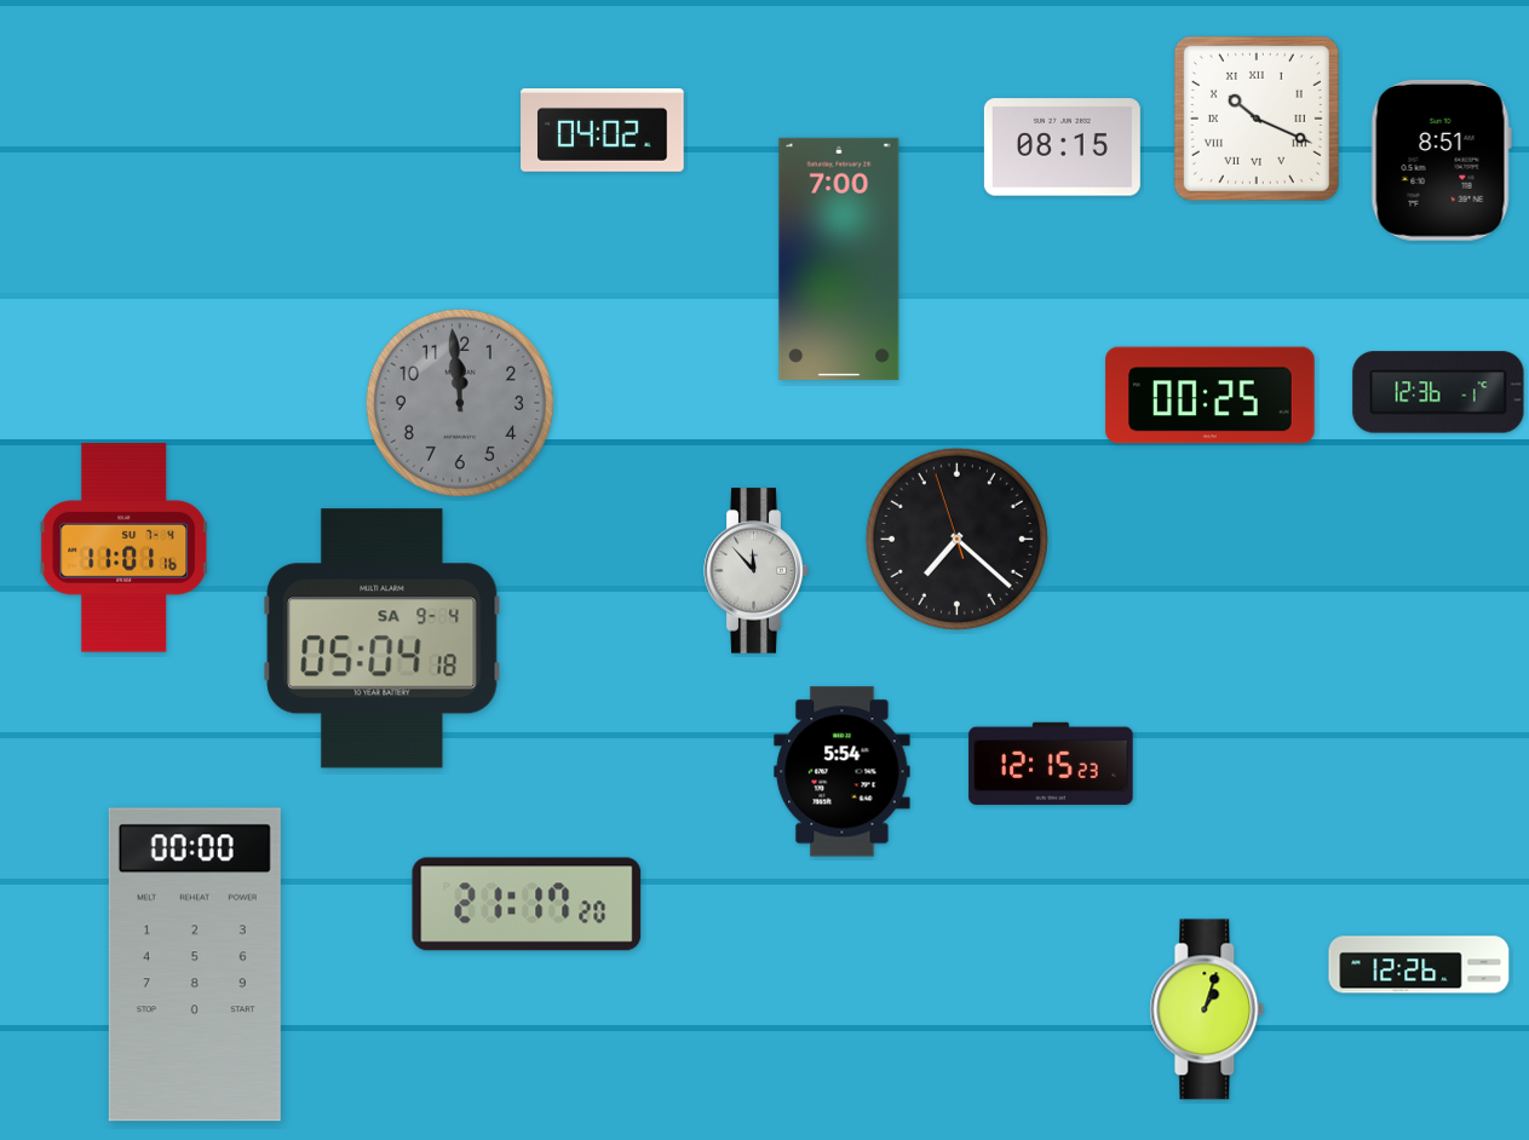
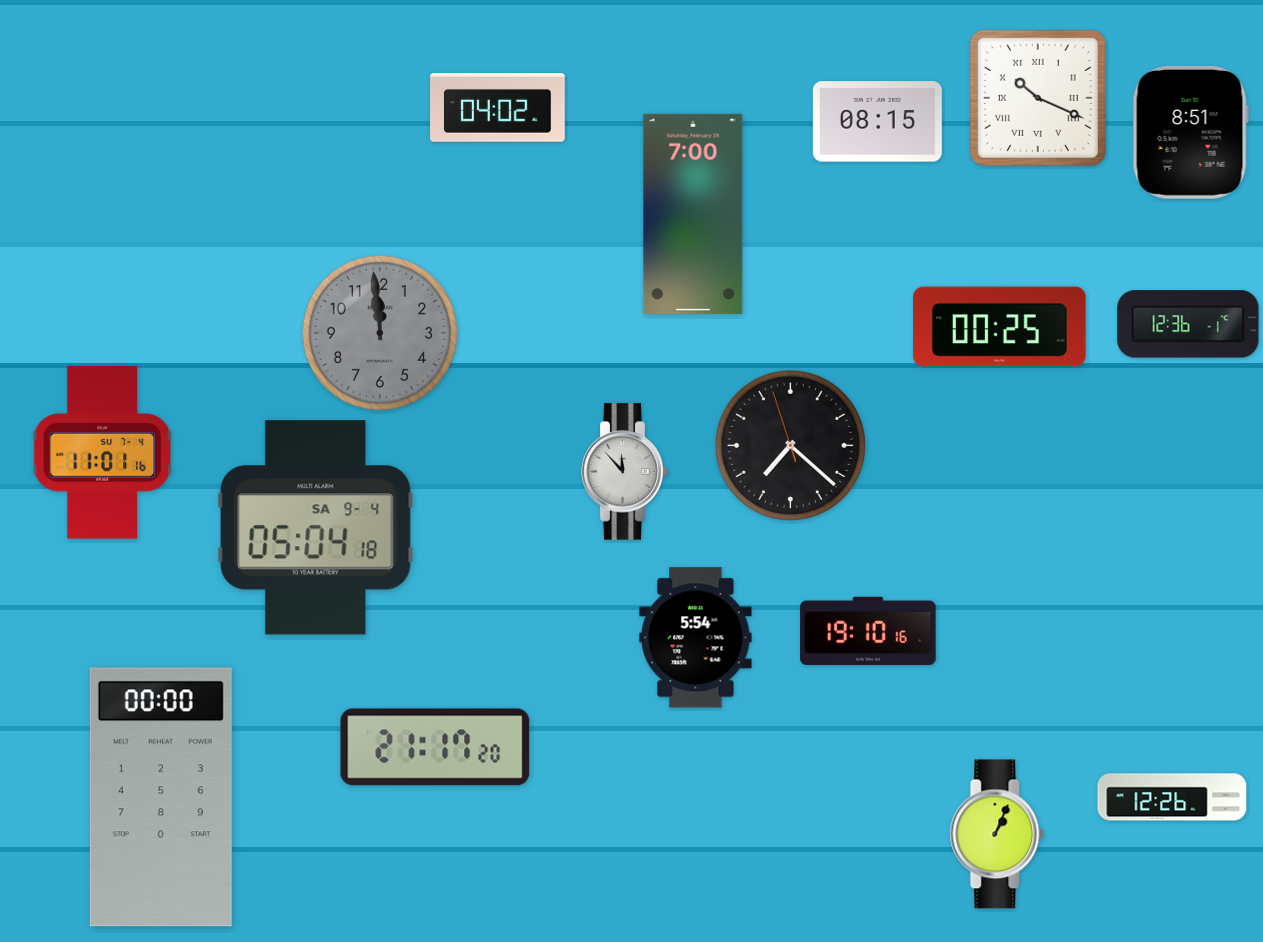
clock at (1051, 764): 12:15 -> 19:10
clock at (1207, 1009): 1:03 -> 1:04
